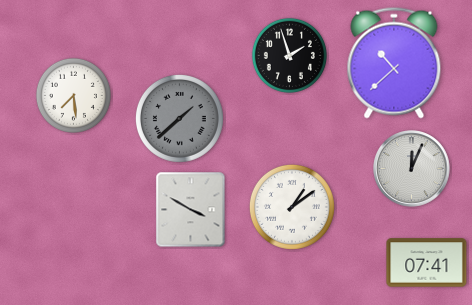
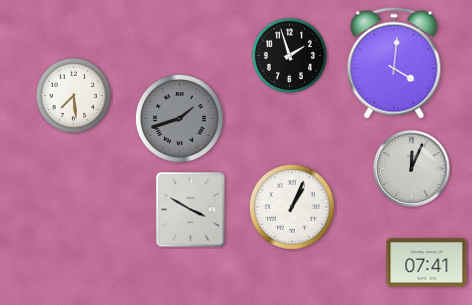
clock at (394, 63): 10:38 -> 4:01
clock at (179, 118): 1:38 -> 1:42
clock at (292, 207): 1:09 -> 1:04
